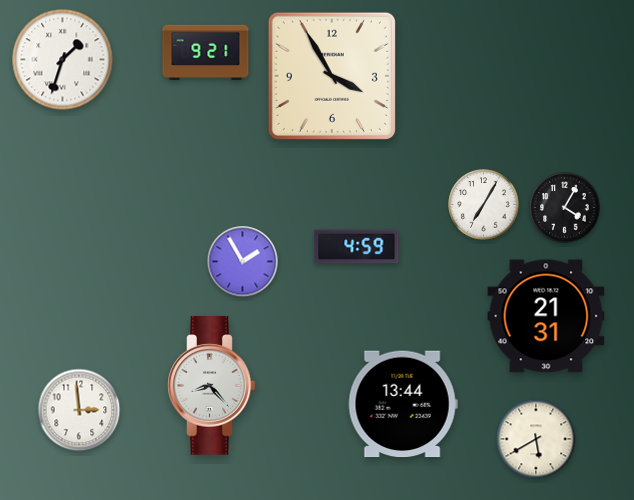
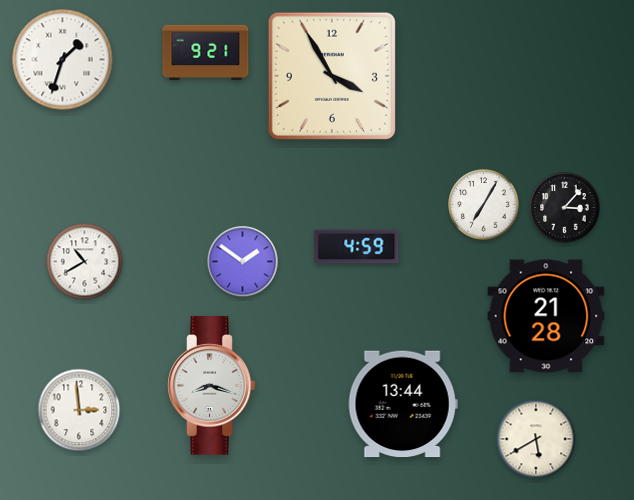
clock at (565, 208): 4:05 -> 3:07
clock at (85, 262): none -> 10:40
clock at (243, 262): 1:55 -> 1:51
clock at (546, 316): 21:31 -> 21:28
clock at (212, 386): 8:23 -> 8:18
